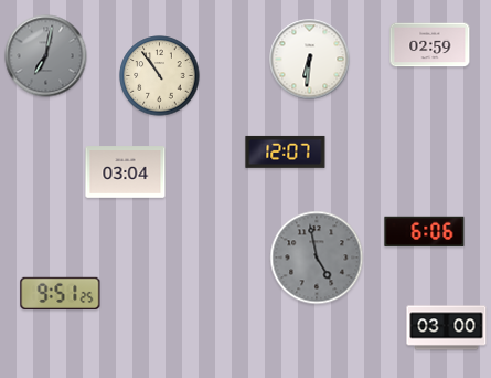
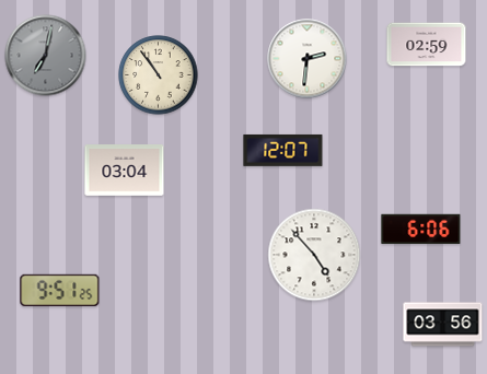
clock at (310, 60): 6:31 -> 2:31
clock at (317, 258): 4:58 -> 4:53
clock at (317, 258) dial: grey -> white
clock at (447, 328): 03:00 -> 03:56
